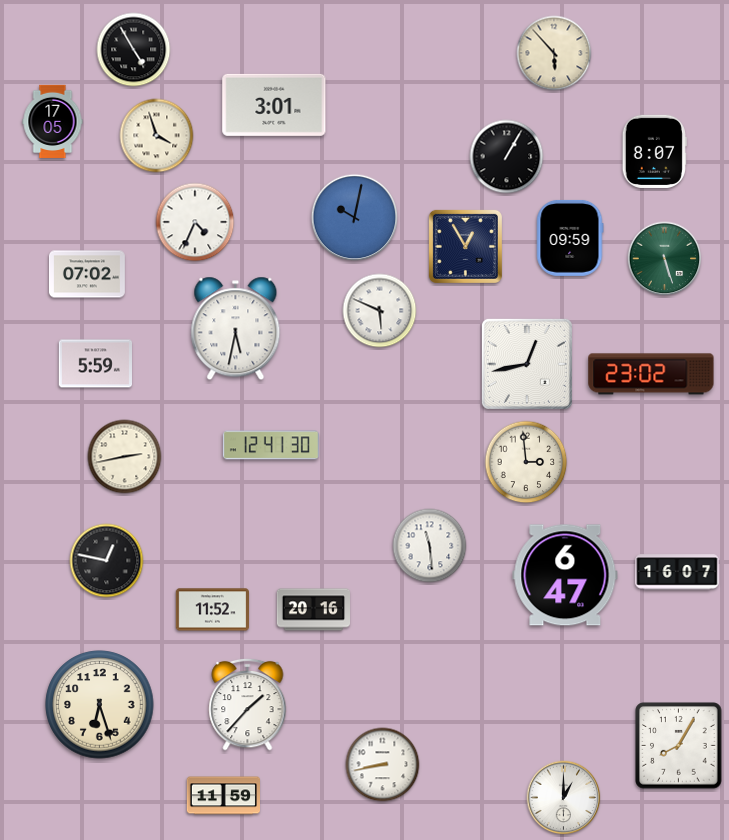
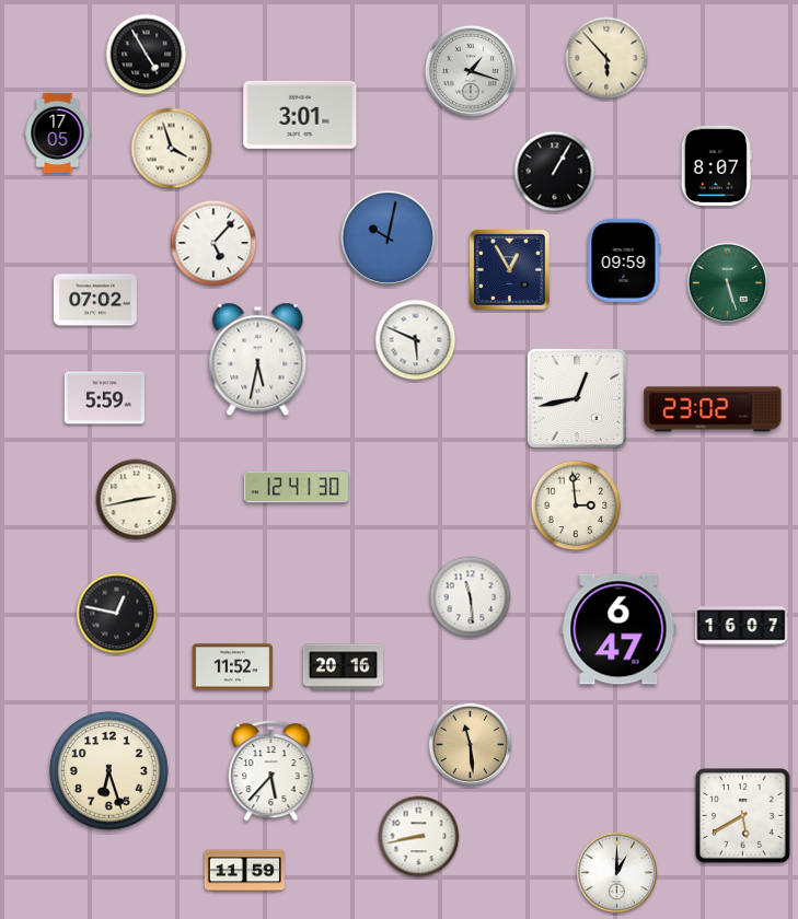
clock at (471, 71): none -> 1:18
clock at (195, 222): 4:34 -> 5:07
clock at (471, 745): none -> 11:29
clock at (248, 704): 1:37 -> 5:37
clock at (679, 746): 8:05 -> 5:40
